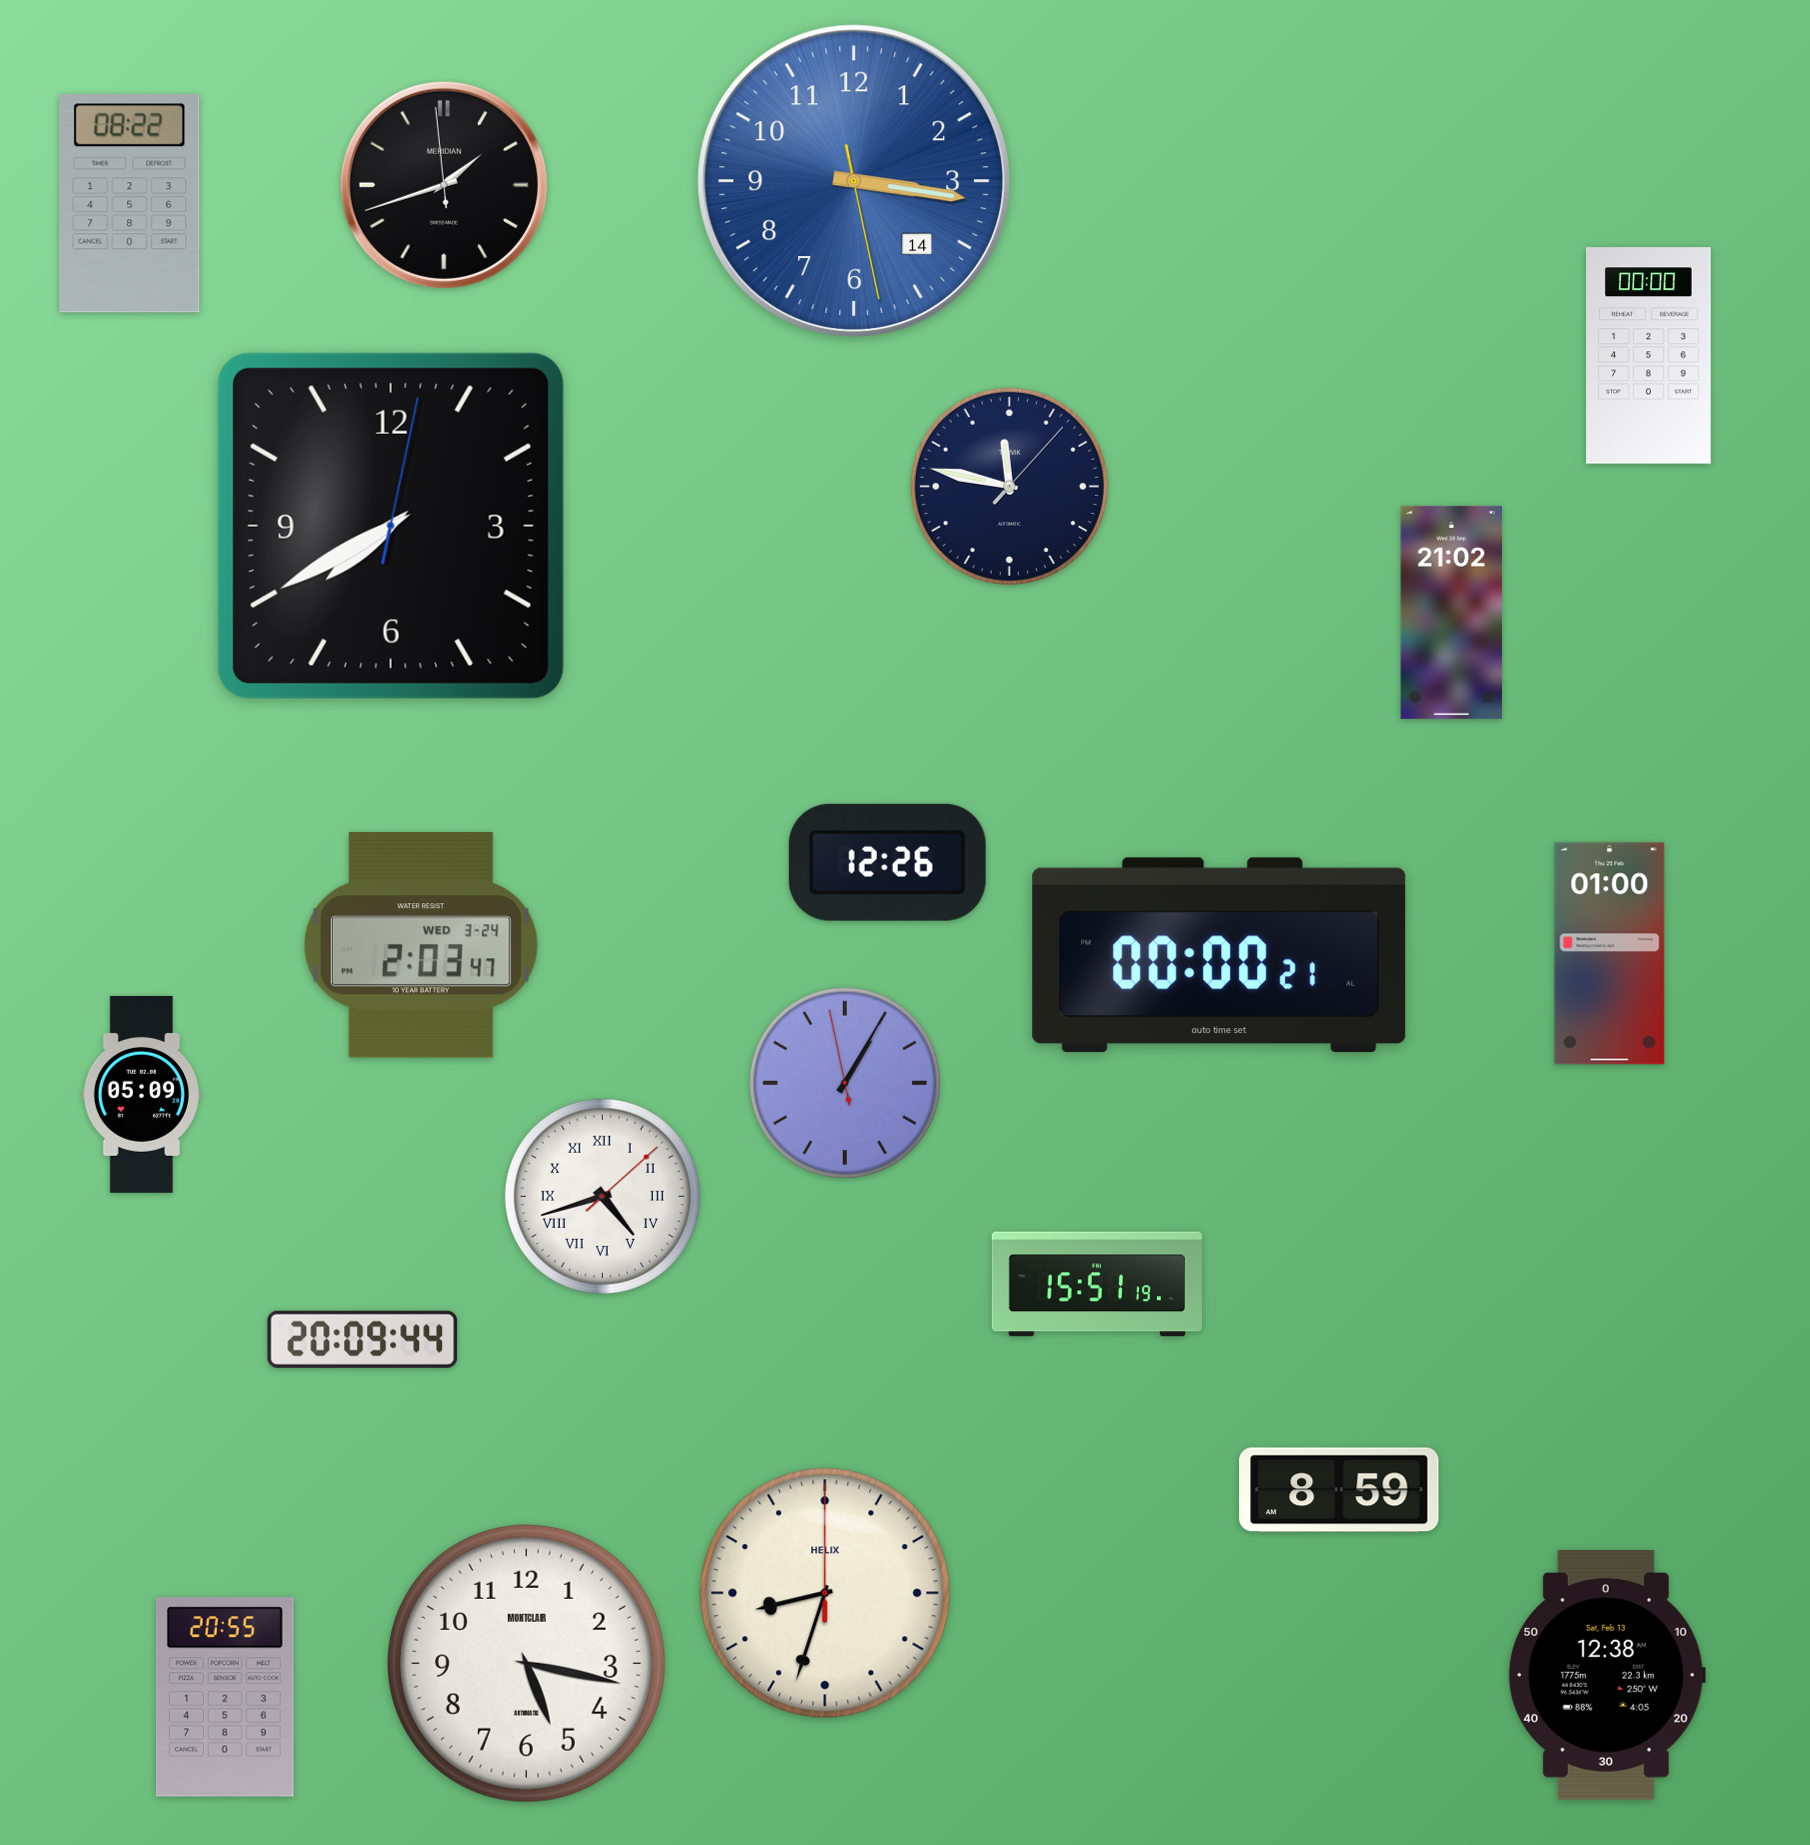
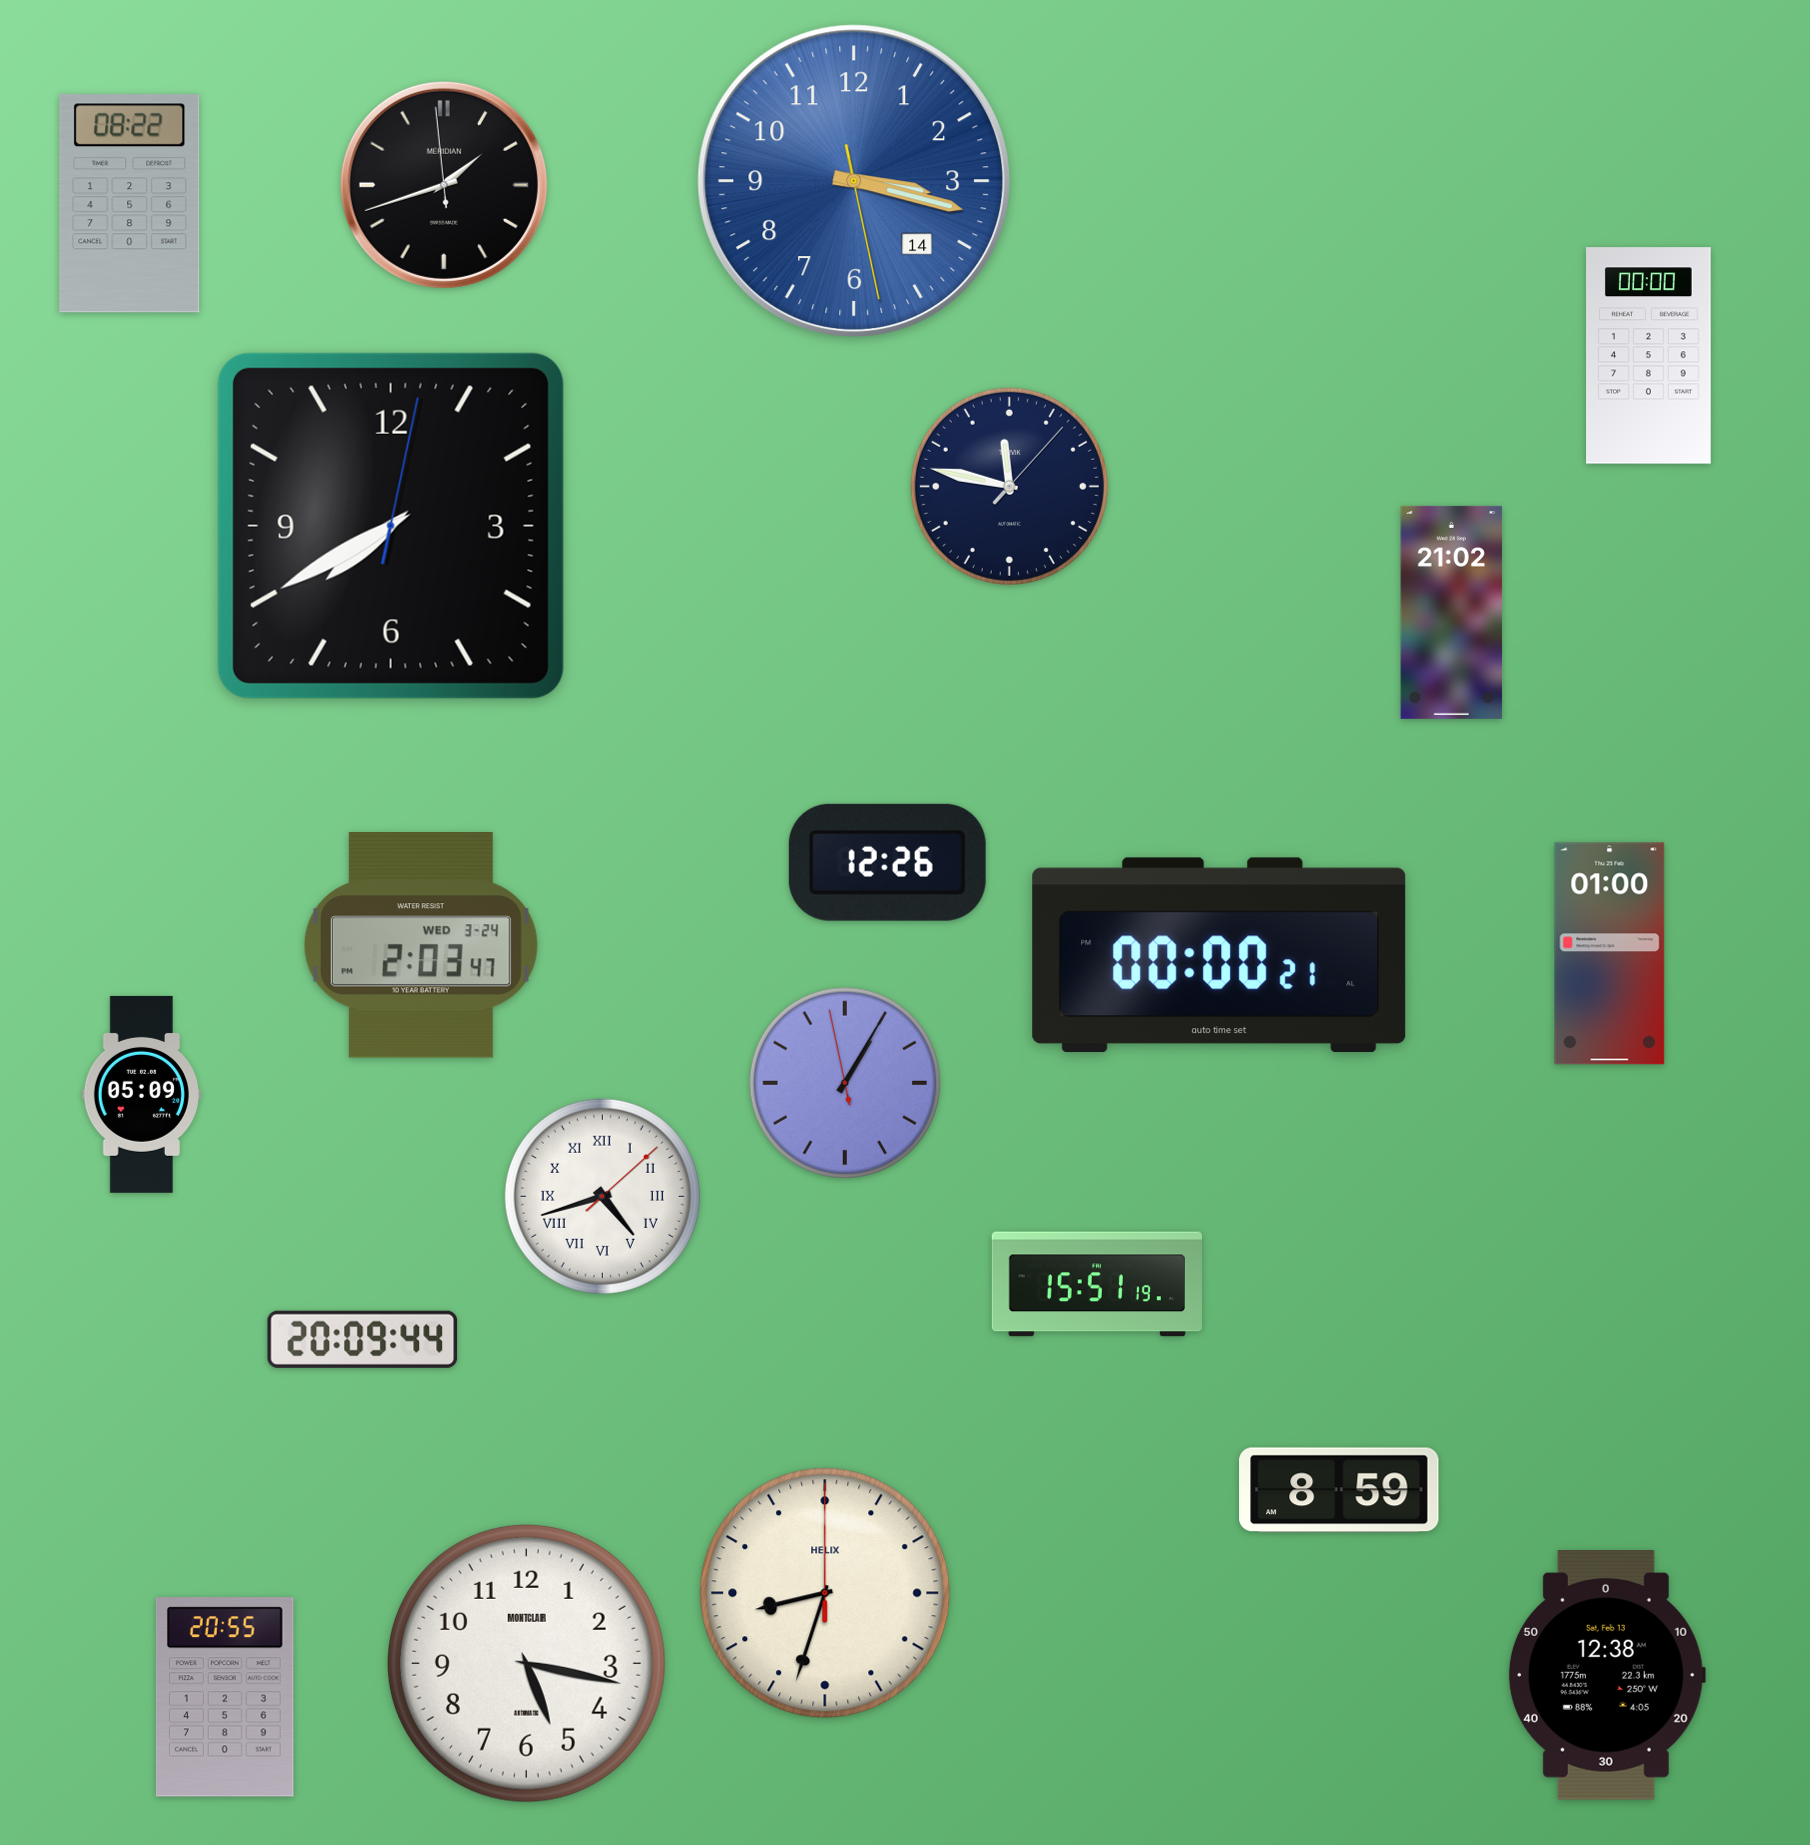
clock at (853, 180): 3:16 -> 3:17
